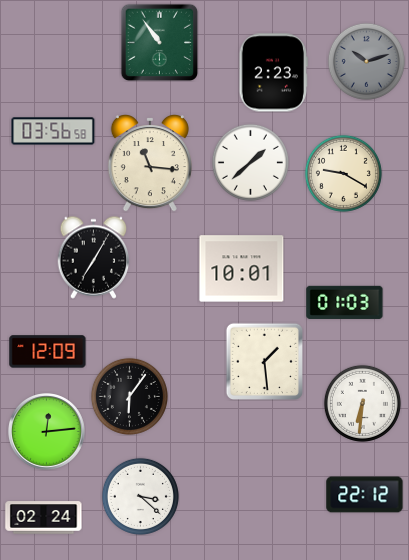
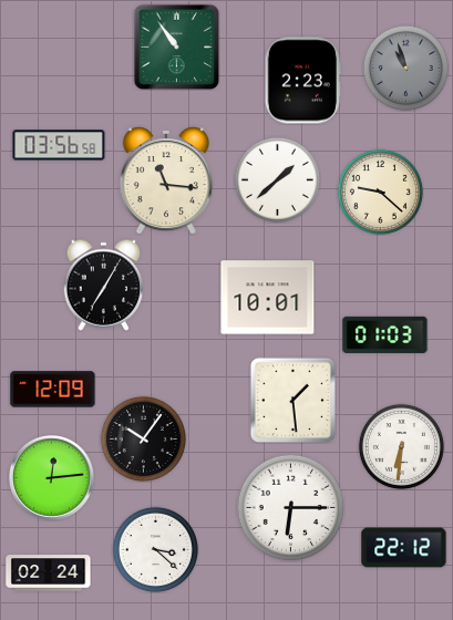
clock at (366, 61): 10:12 -> 10:57
clock at (343, 173): 9:20 -> 9:22
clock at (345, 302) position: (345, 302) -> (385, 334)
clock at (129, 396): 6:06 -> 10:06
clock at (290, 507): none -> 6:15
